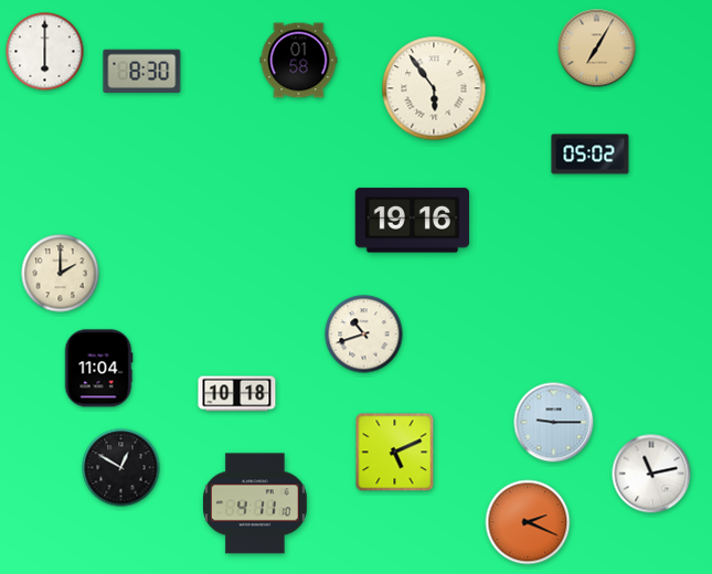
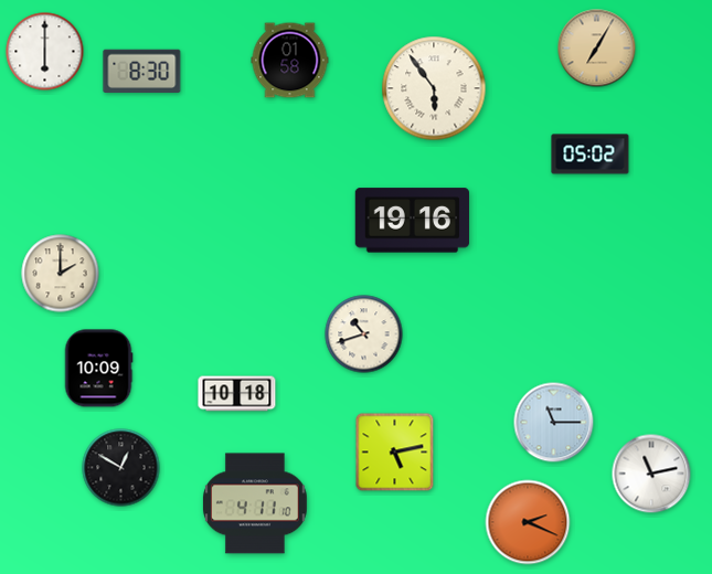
clock at (299, 61) position: (299, 61) -> (290, 61)
clock at (98, 369): 11:04 -> 10:09
clock at (554, 423): 9:15 -> 11:15
clock at (395, 453): 5:11 -> 5:13
